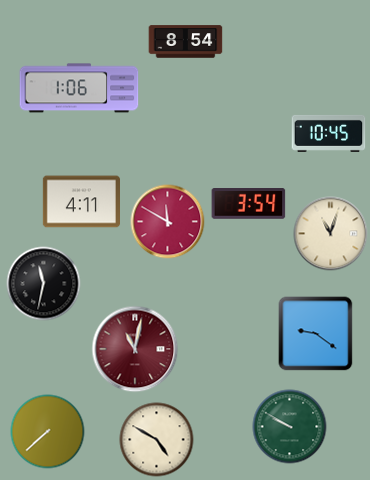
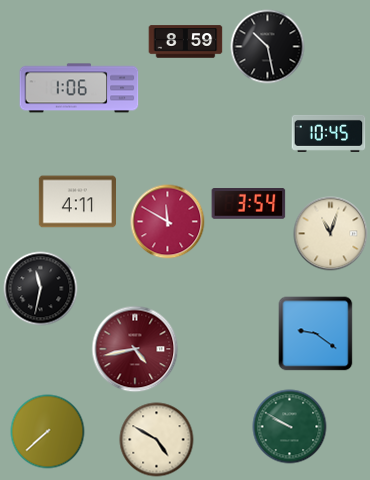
clock at (186, 42): 8:54 -> 8:59
clock at (268, 47): none -> 10:28
clock at (81, 202) position: (81, 202) -> (77, 202)
clock at (44, 284) position: (44, 284) -> (41, 289)
clock at (135, 349): 11:02 -> 4:43
